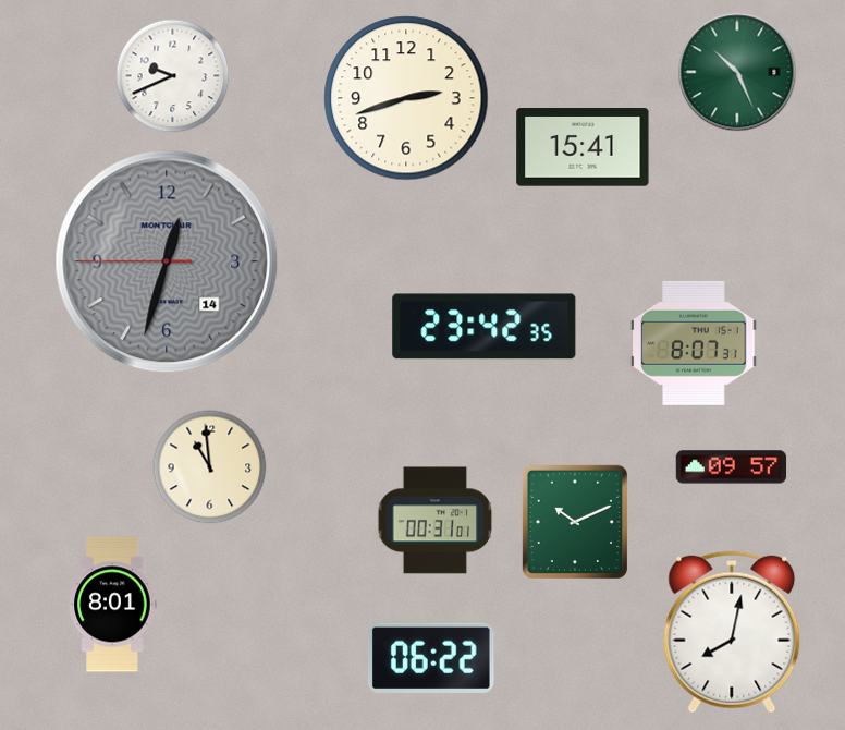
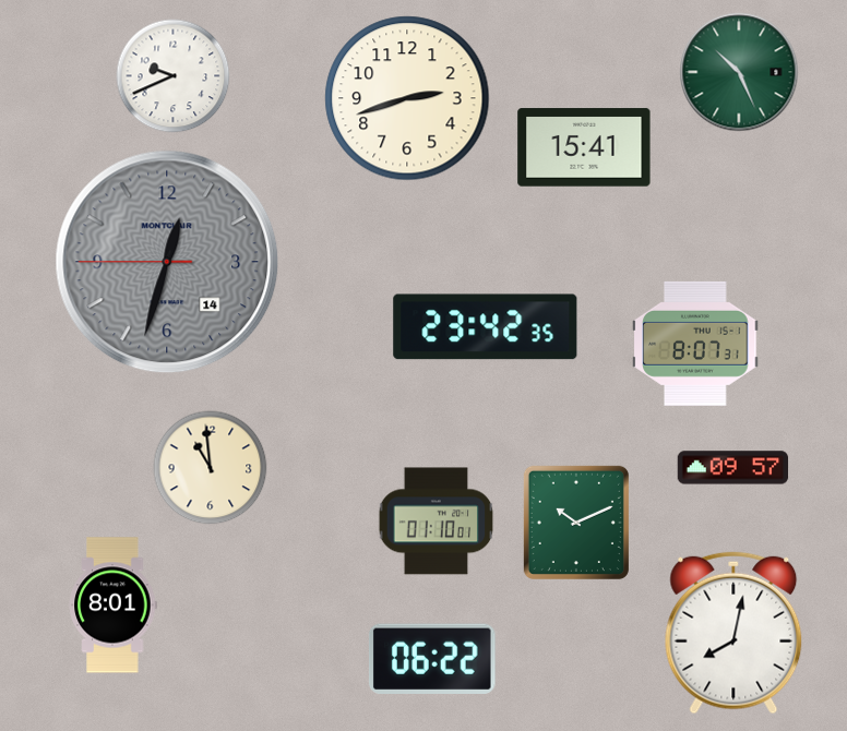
clock at (436, 521): 00:31 -> 01:10
